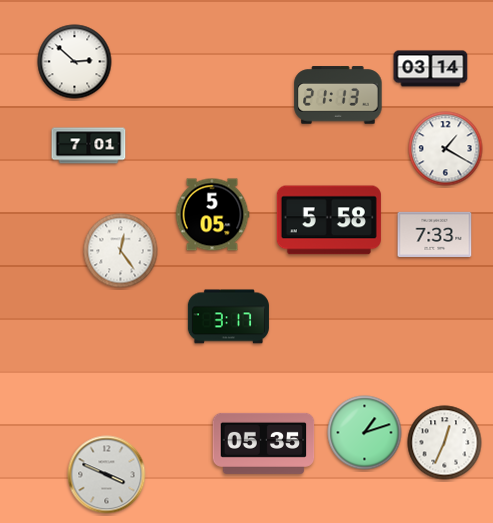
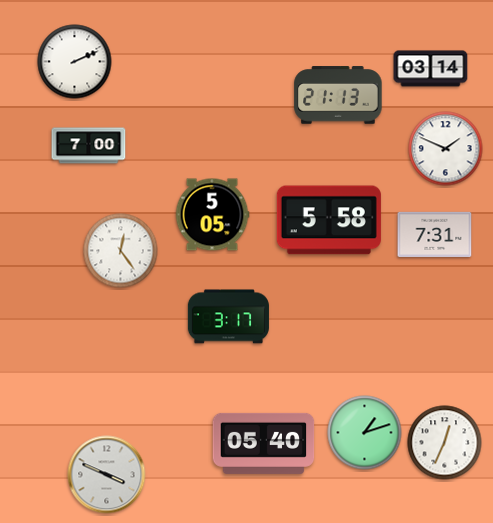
clock at (75, 62): 2:52 -> 2:11
clock at (89, 146): 7:01 -> 7:00
clock at (446, 149): 1:20 -> 1:49
clock at (435, 234): 7:33 -> 7:31
clock at (264, 443): 05:35 -> 05:40
